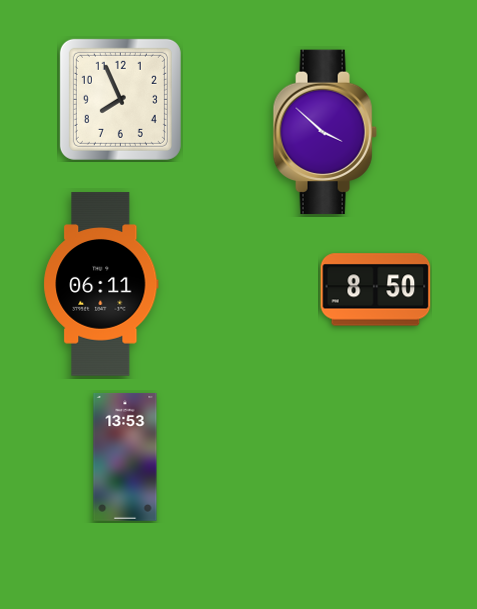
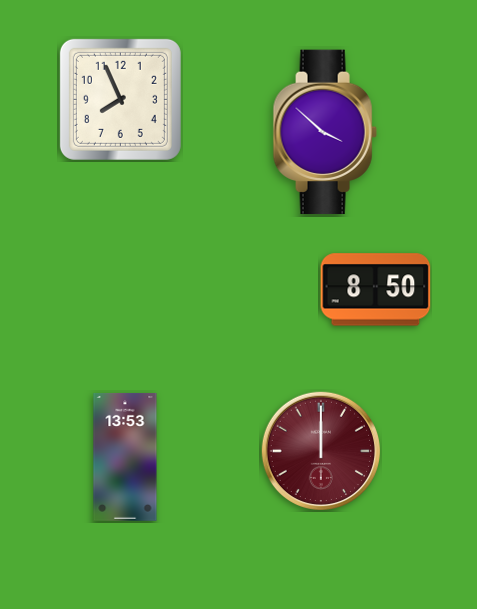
clock at (101, 284): 06:11 -> none
clock at (320, 450): none -> 12:00
